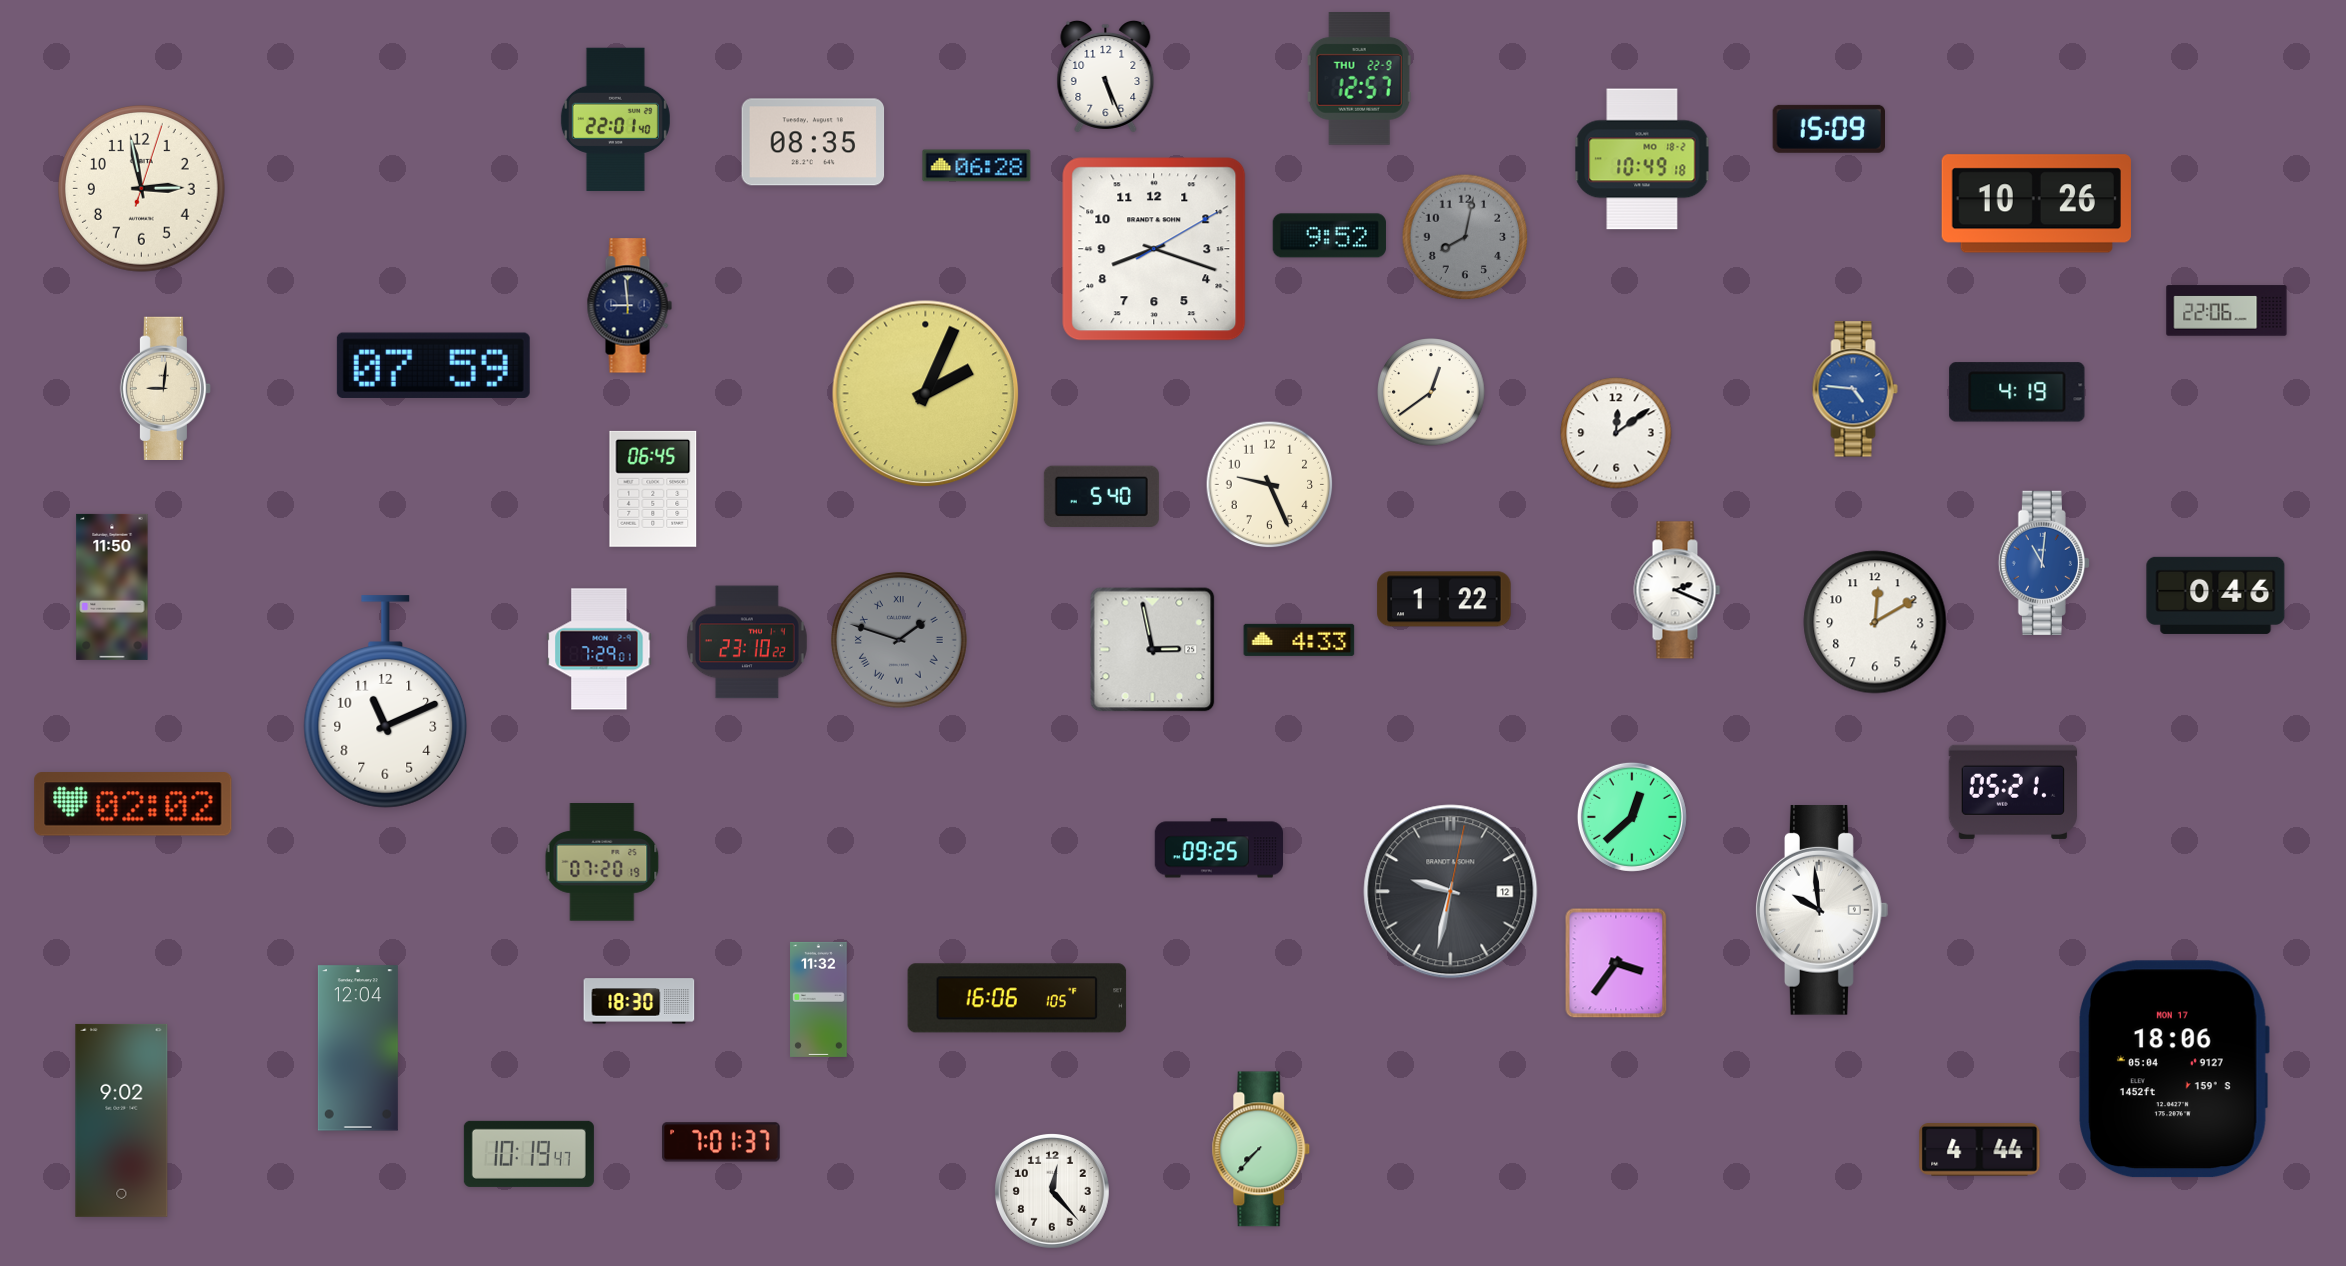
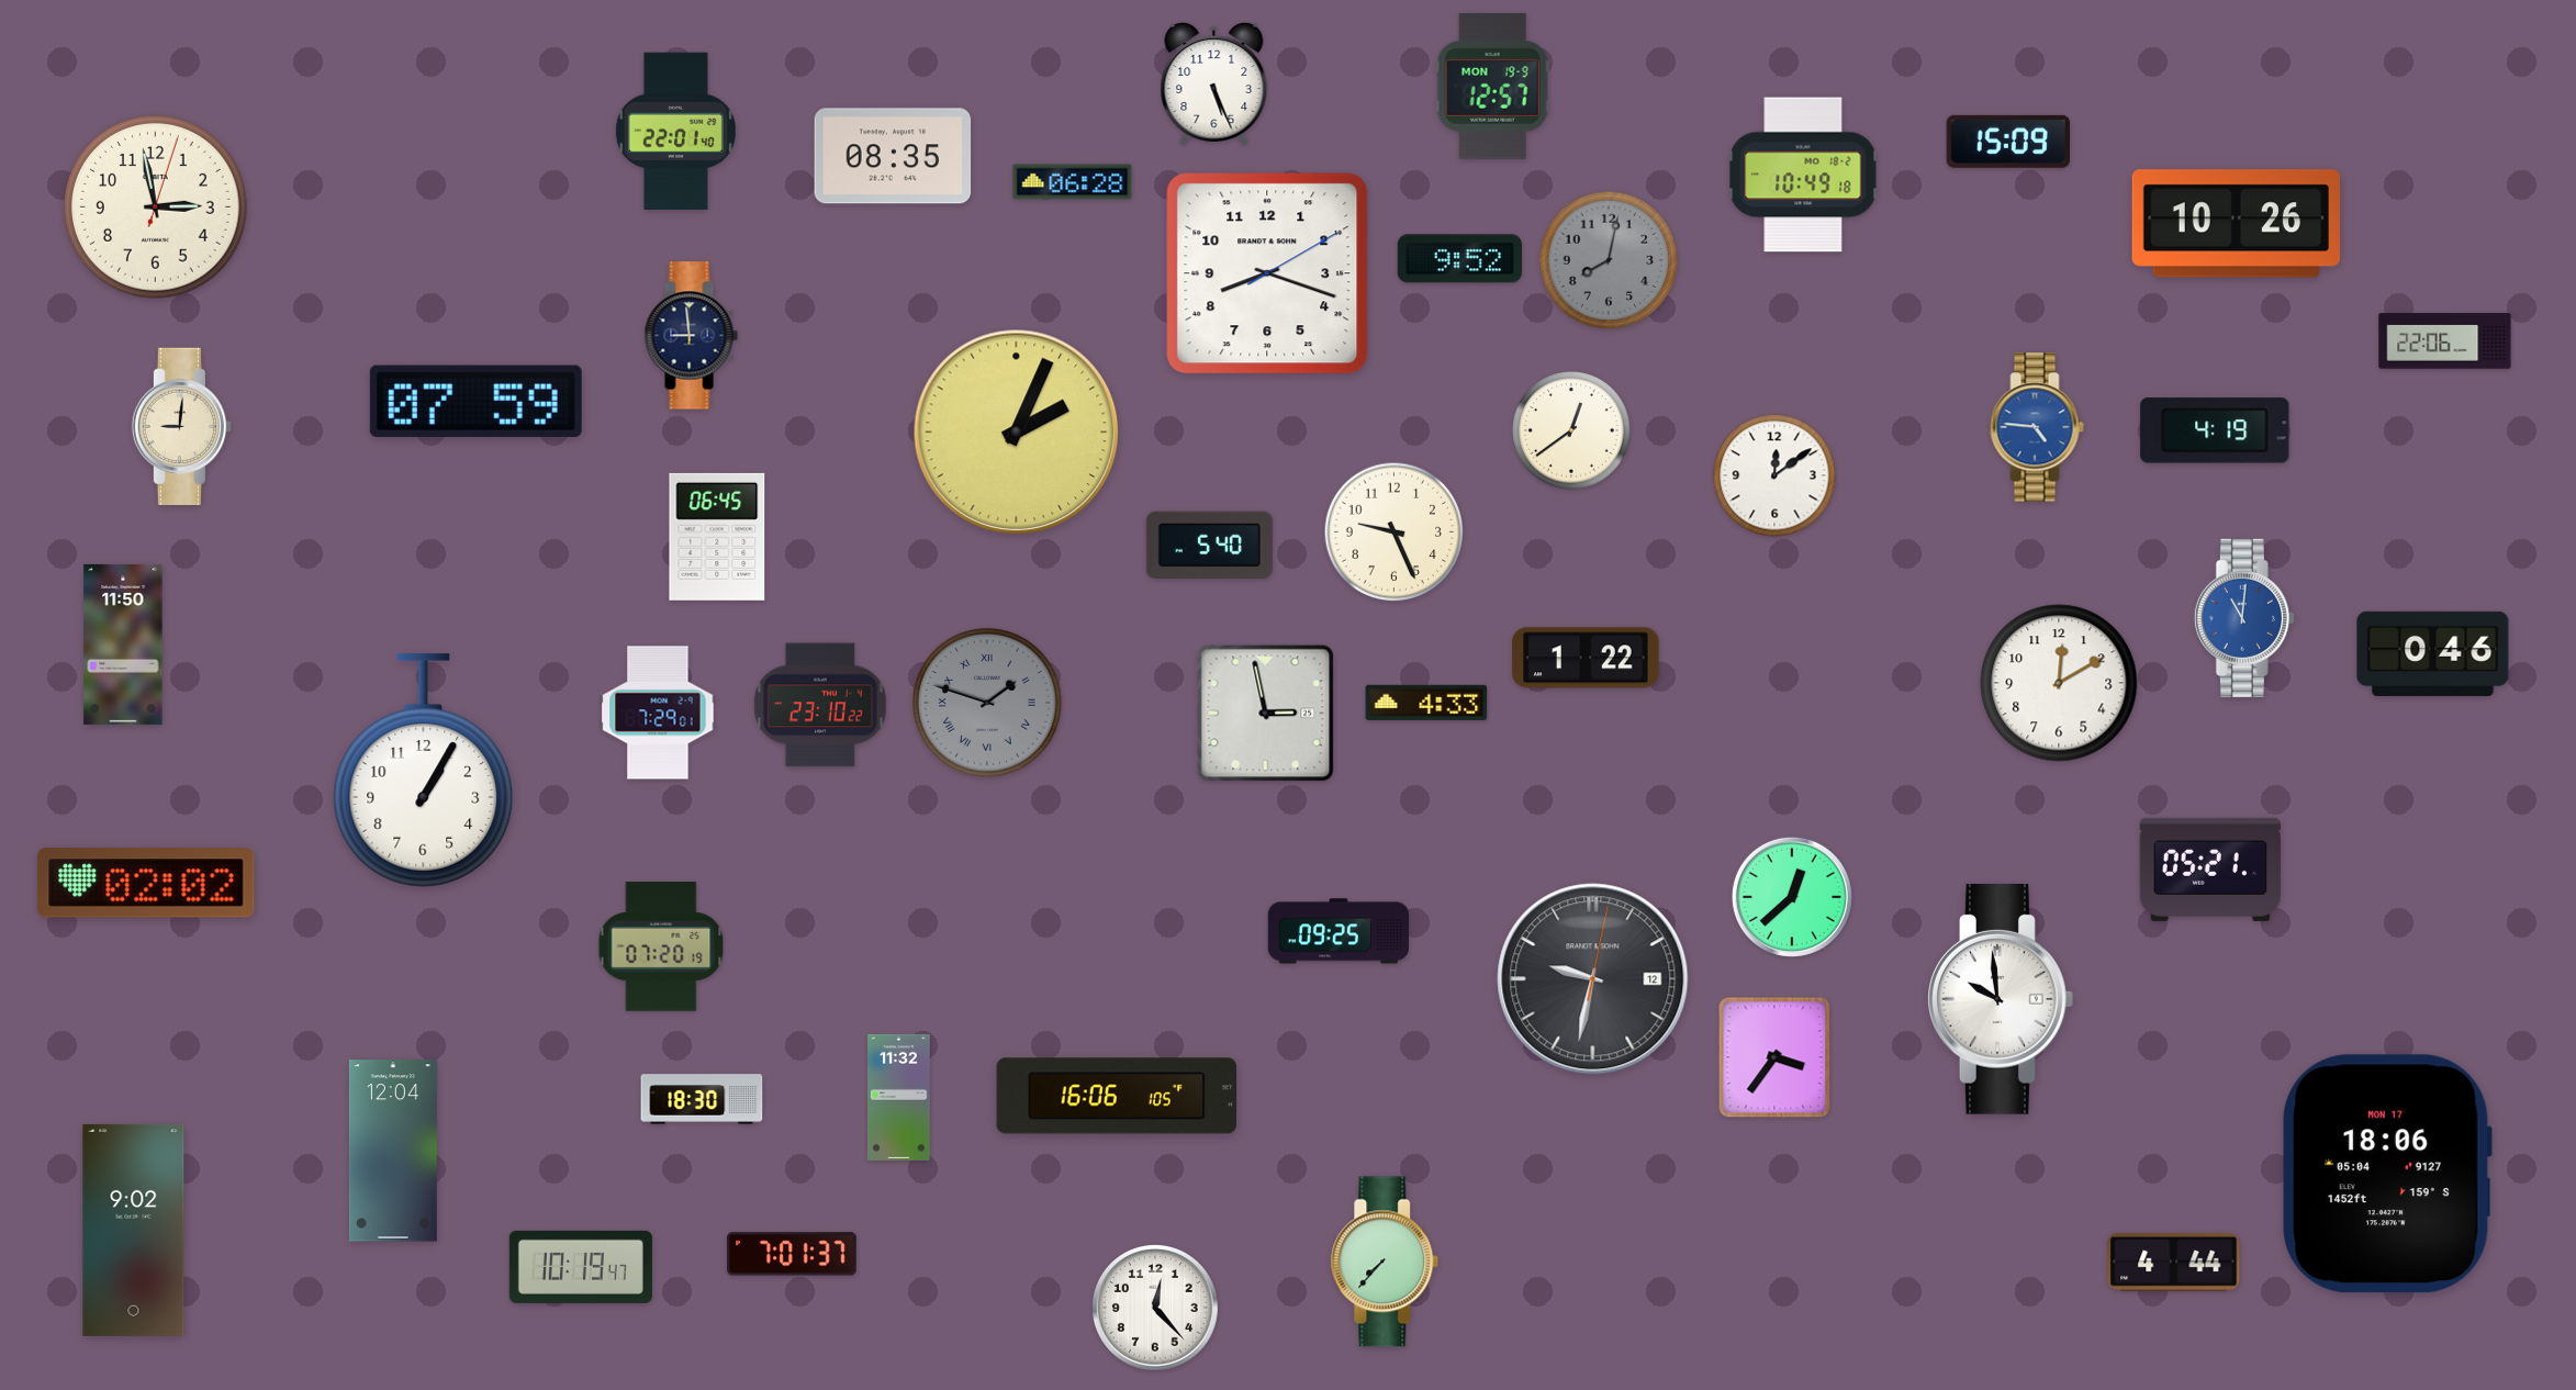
clock at (1359, 79) date: THU 22-9 -> MON 19-9
clock at (1677, 590): 2:19 -> none
clock at (386, 702): 11:11 -> 1:05
